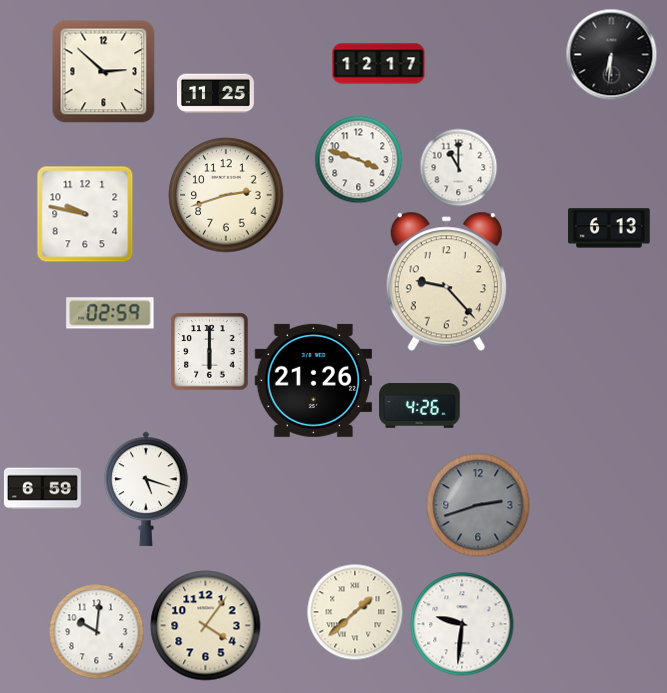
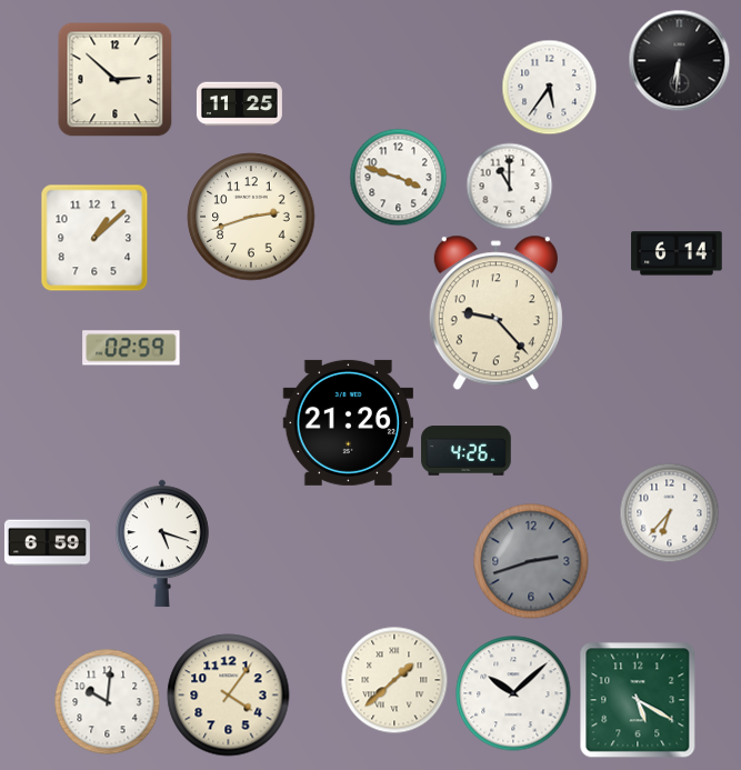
clock at (379, 64): 12:17 -> none
clock at (549, 87): none -> 5:36
clock at (85, 214): 9:47 -> 1:08
clock at (609, 228): 6:13 -> 6:14
clock at (110, 313) position: (110, 313) -> (131, 348)
clock at (209, 351): 6:00 -> none
clock at (669, 512): none -> 6:37
clock at (462, 624): 9:31 -> 10:08
clock at (638, 700): none -> 5:20
